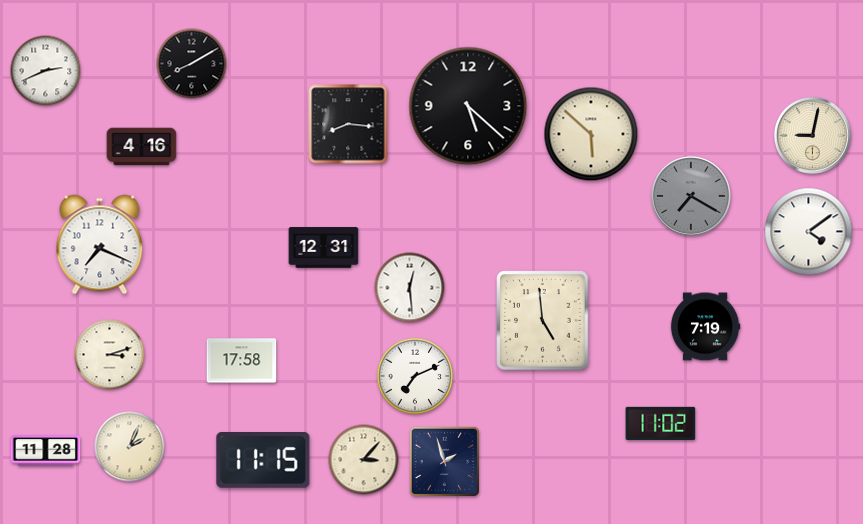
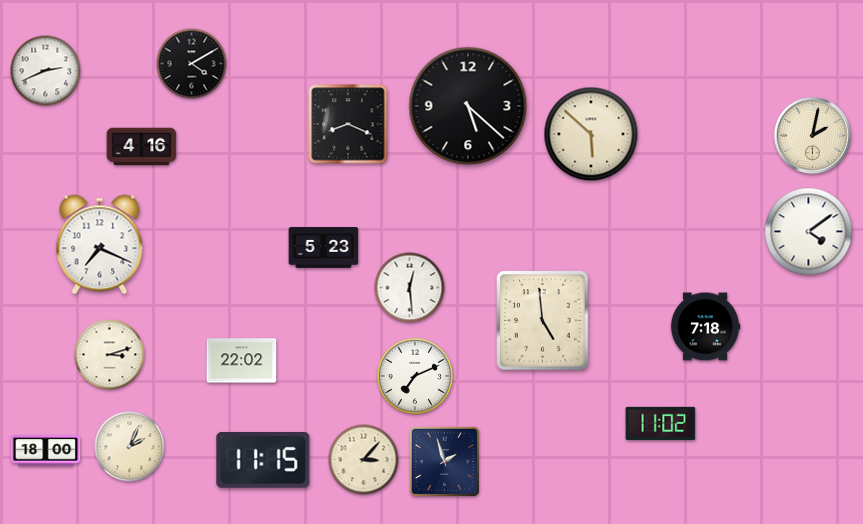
clock at (192, 64): 8:10 -> 4:10
clock at (348, 124): 8:16 -> 8:19
clock at (812, 135): 9:02 -> 2:02
clock at (692, 197): 7:20 -> none
clock at (324, 248): 12:31 -> 5:23
clock at (705, 327): 7:19 -> 7:18
clock at (242, 361): 17:58 -> 22:02
clock at (46, 451): 11:28 -> 18:00
